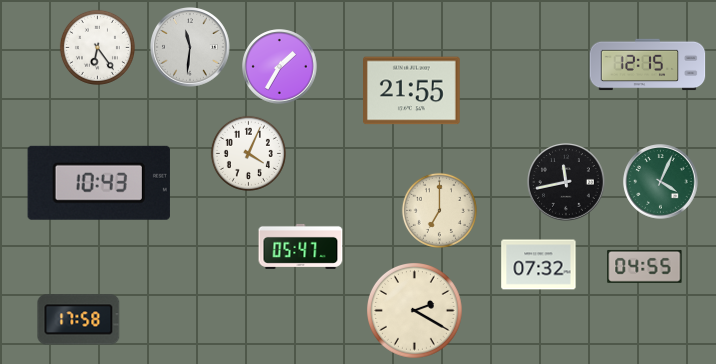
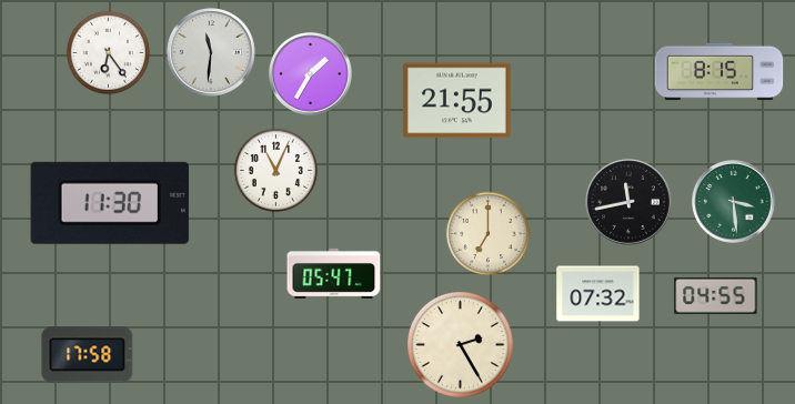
clock at (648, 65): 12:15 -> 8:15
clock at (248, 153): 4:04 -> 11:04
clock at (661, 182): 4:04 -> 3:29
clock at (99, 183): 10:43 -> 11:30
clock at (415, 311): 2:20 -> 2:25
